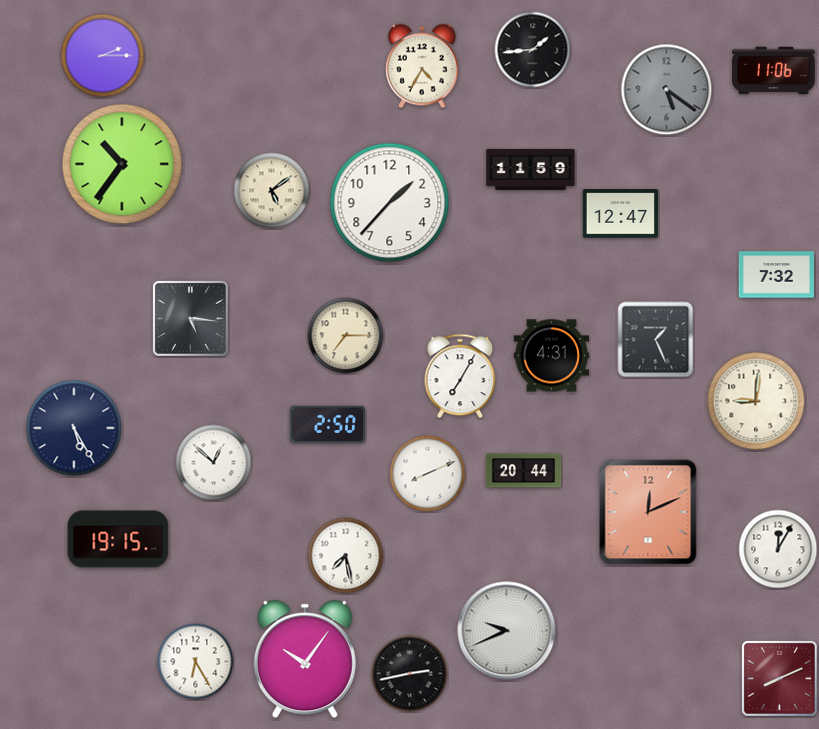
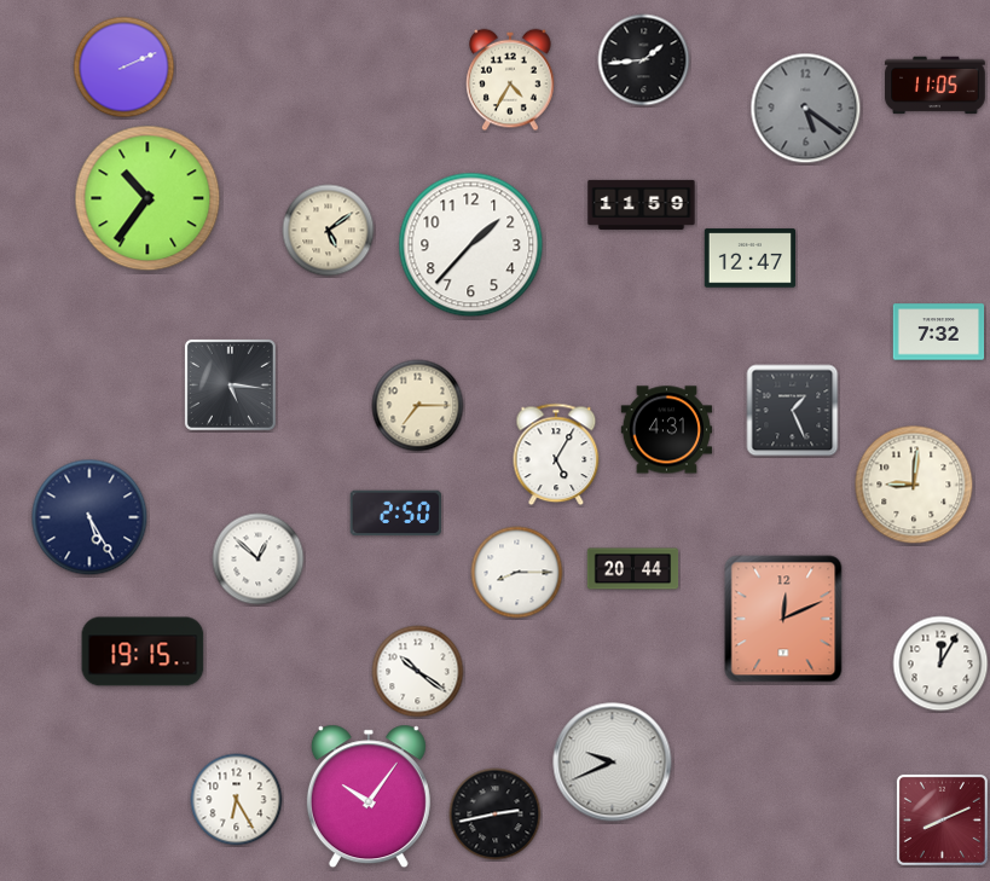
clock at (103, 56): 2:15 -> 2:11
clock at (774, 71): 11:06 -> 11:05
clock at (460, 376): 7:05 -> 5:05
clock at (428, 474): 8:11 -> 8:15
clock at (346, 556): 7:28 -> 10:21
